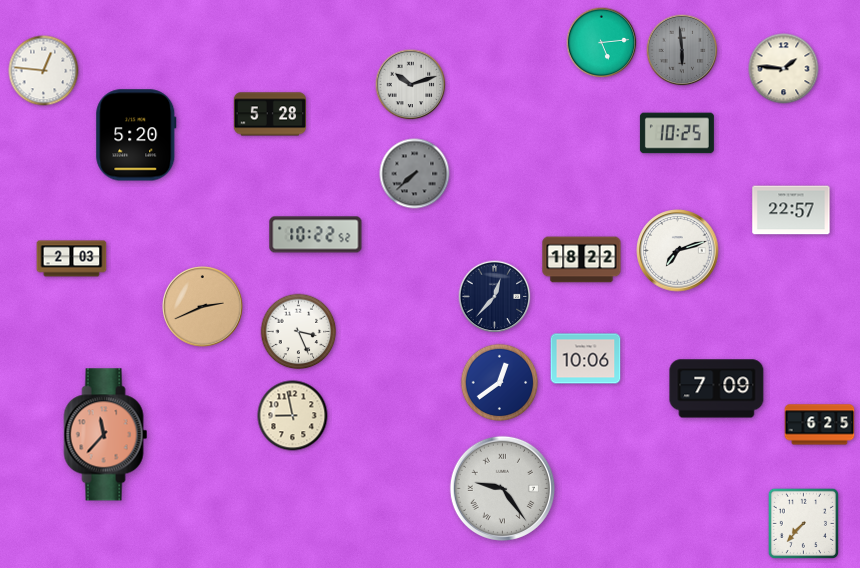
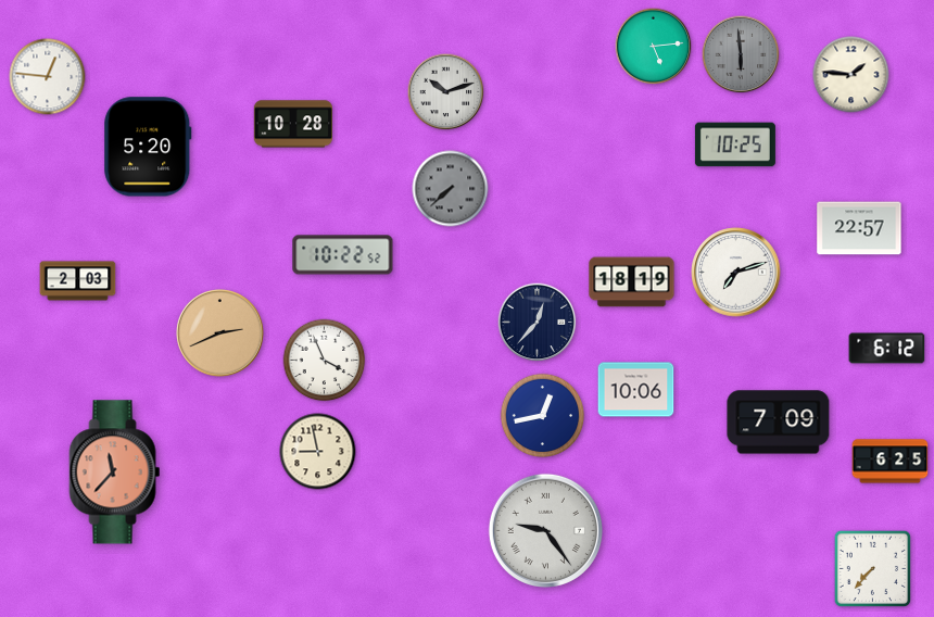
clock at (269, 114): 5:28 -> 10:28
clock at (582, 260): 18:22 -> 18:19
clock at (887, 349): none -> 6:12
clock at (299, 332): 3:26 -> 3:56
clock at (500, 383): 12:39 -> 12:43
